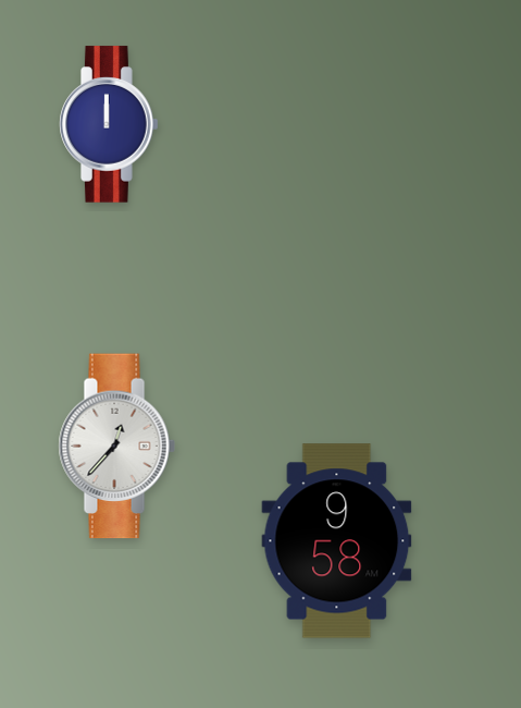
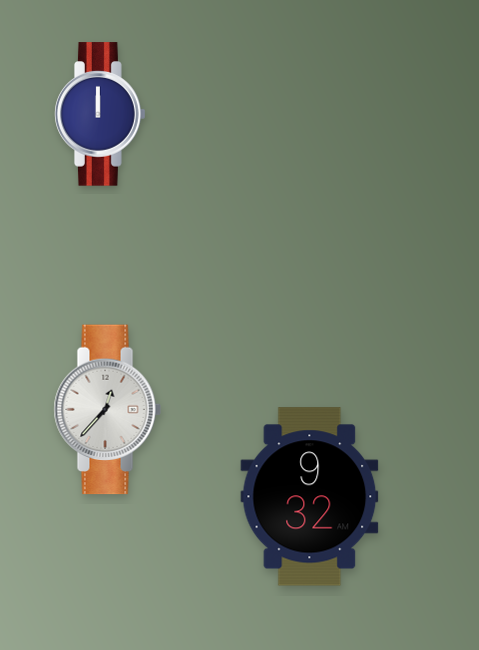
clock at (337, 541): 9:58 -> 9:32
